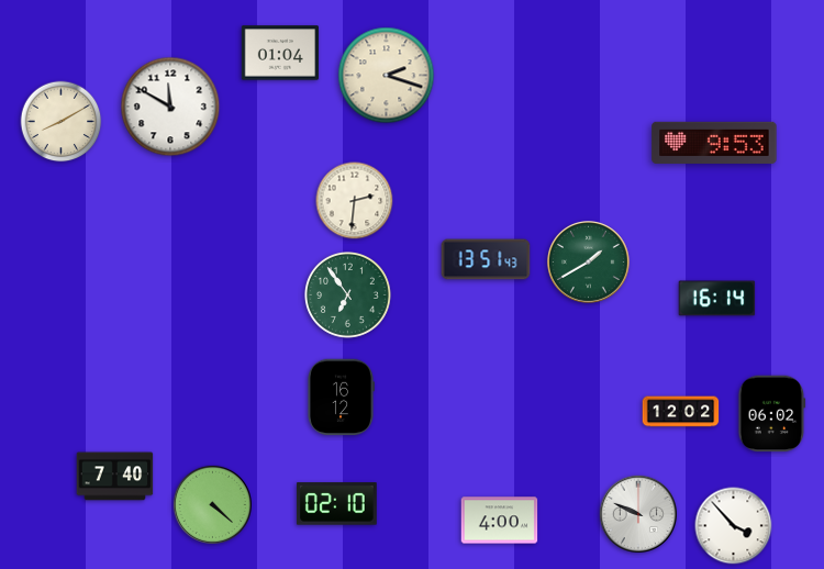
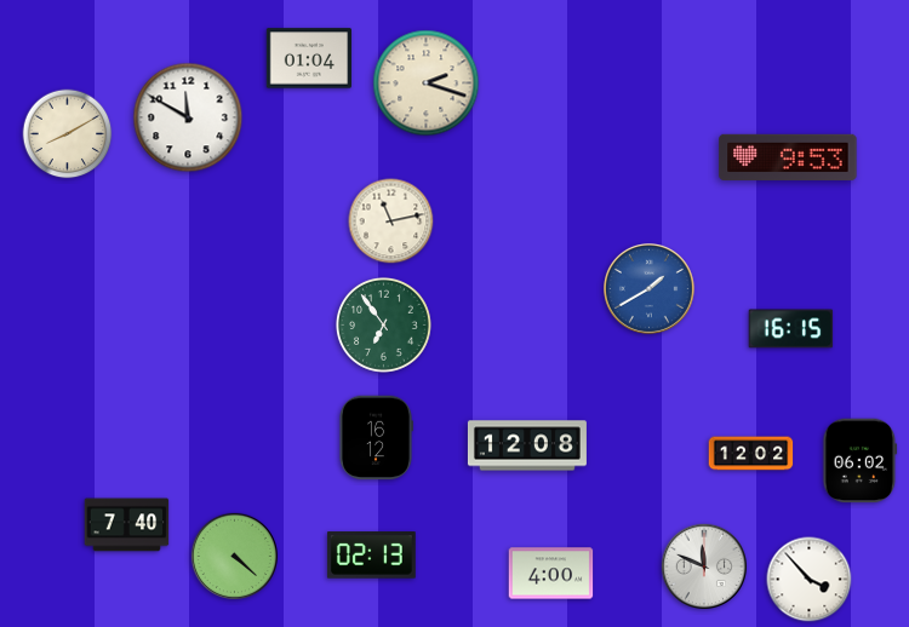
clock at (355, 201): 2:31 -> 11:13
clock at (486, 259): 13:51 -> none
clock at (589, 263) dial: green -> blue
clock at (717, 299): 16:14 -> 16:15
clock at (527, 445): none -> 12:08
clock at (772, 414) position: (772, 414) -> (861, 461)
clock at (336, 504): 02:10 -> 02:13
clock at (637, 513): 9:49 -> 11:49
